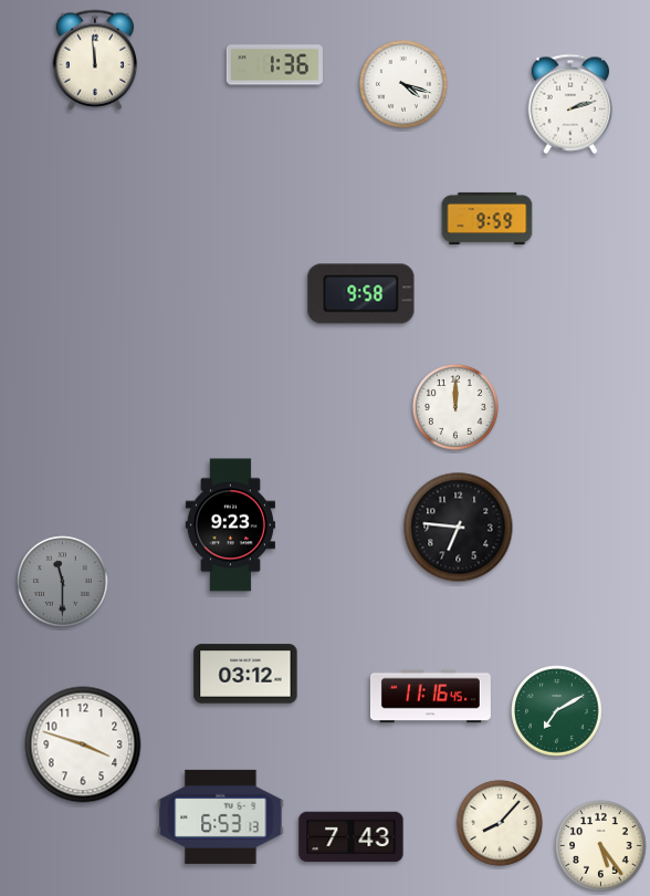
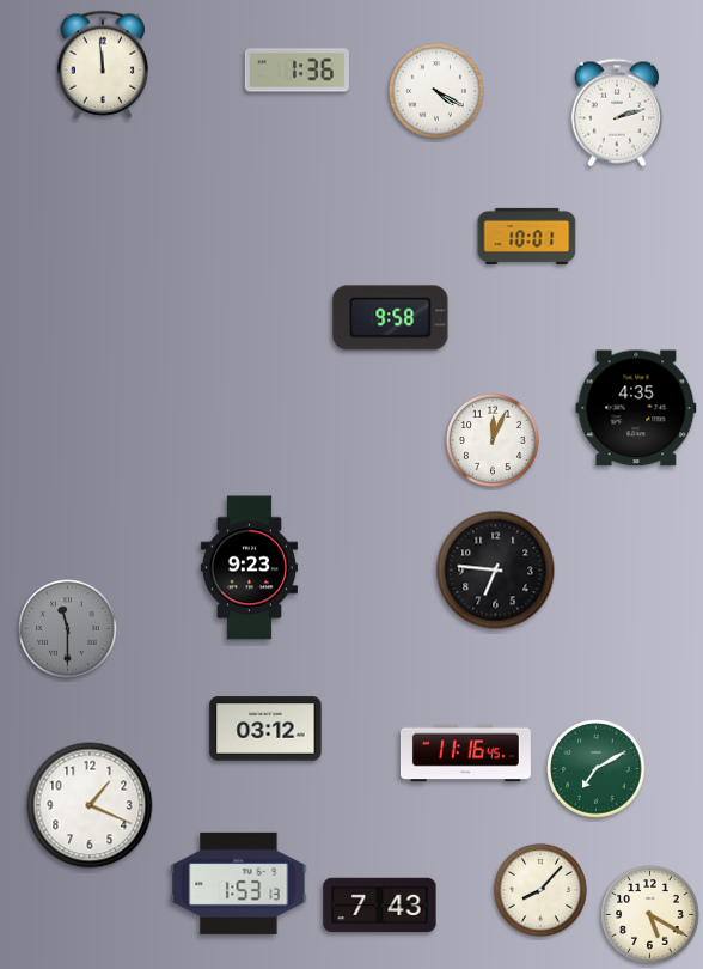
clock at (403, 84): 4:18 -> 4:20
clock at (487, 218): 9:59 -> 10:01
clock at (636, 408): none -> 4:35
clock at (455, 407): 12:00 -> 12:04
clock at (557, 711) position: (557, 711) -> (597, 769)
clock at (83, 744): 3:48 -> 1:19
clock at (221, 816): 6:53 -> 1:53
clock at (601, 846): 5:24 -> 5:20
